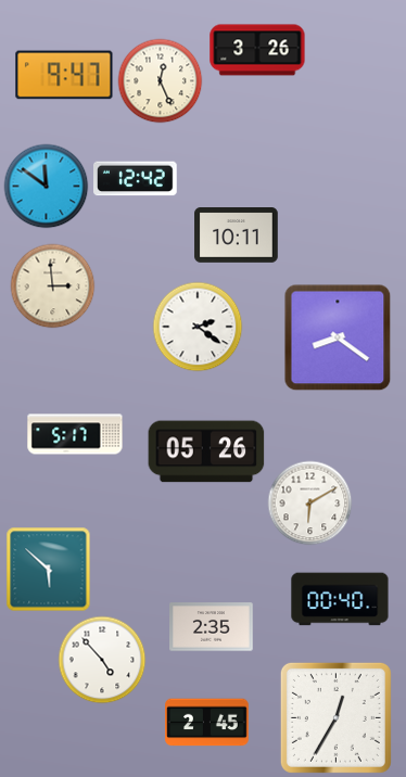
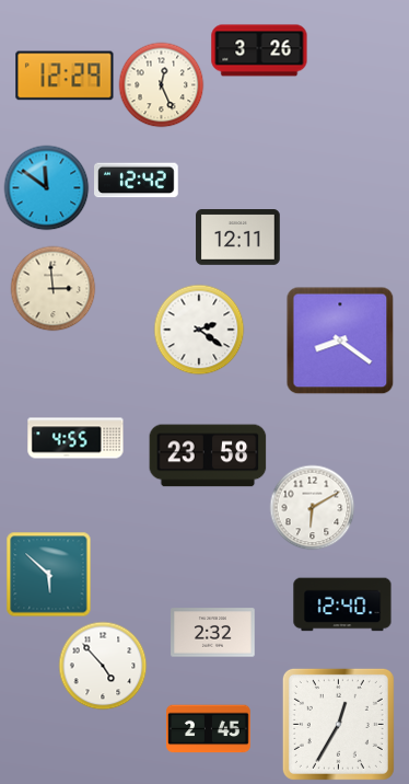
clock at (64, 75): 9:47 -> 12:29
clock at (160, 80) position: (160, 80) -> (161, 84)
clock at (237, 235): 10:11 -> 12:11
clock at (75, 434): 5:17 -> 4:55
clock at (206, 451): 05:26 -> 23:58
clock at (340, 599): 00:40 -> 12:40
clock at (212, 627): 2:35 -> 2:32
